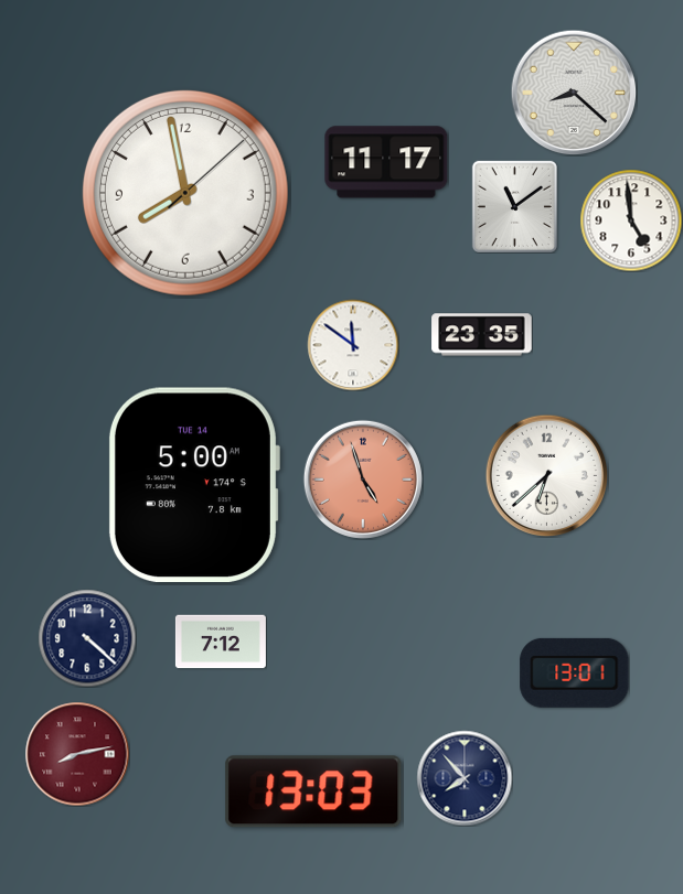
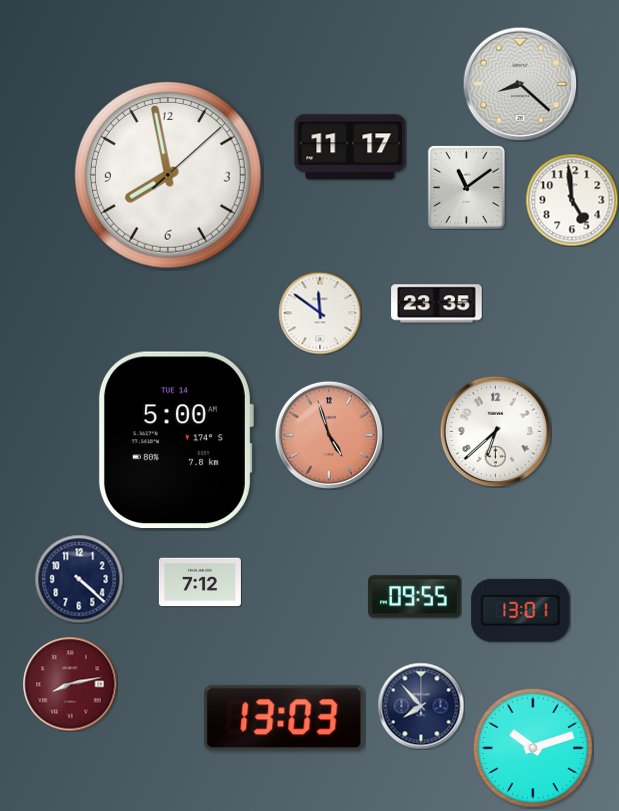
clock at (415, 597): none -> 09:55
clock at (533, 748): none -> 10:12
